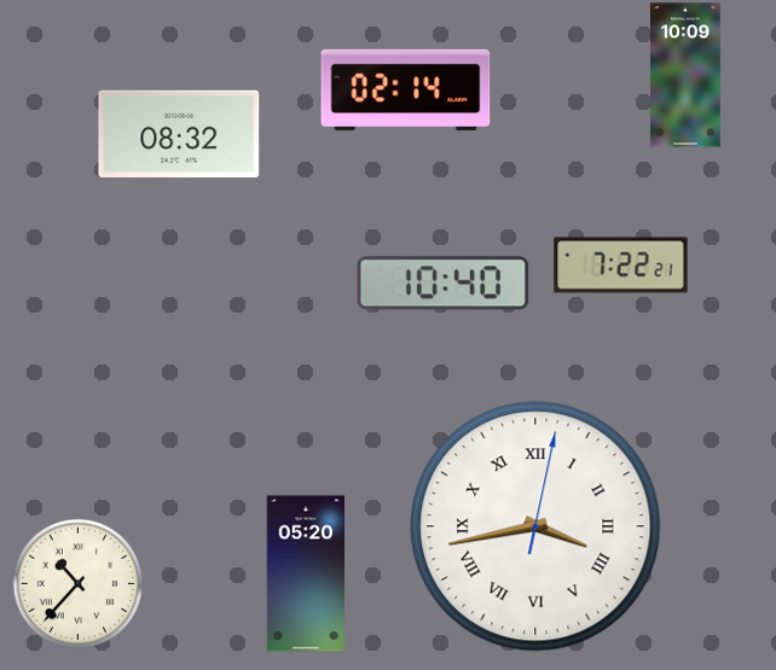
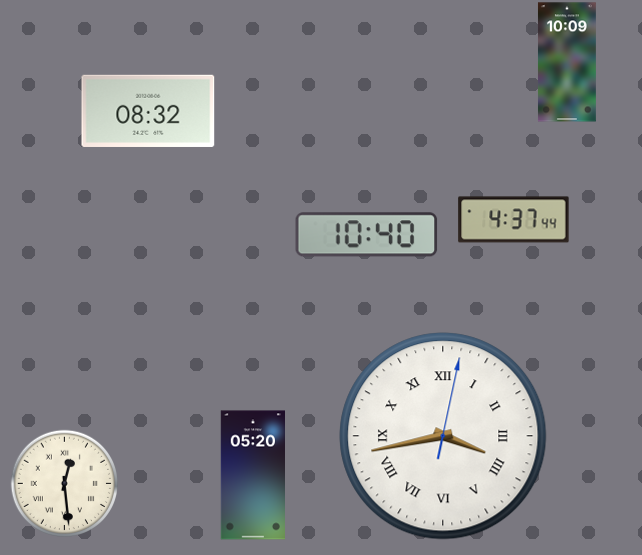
clock at (406, 89): 02:14 -> none
clock at (621, 266): 7:22 -> 4:37
clock at (77, 583): 10:37 -> 12:29
